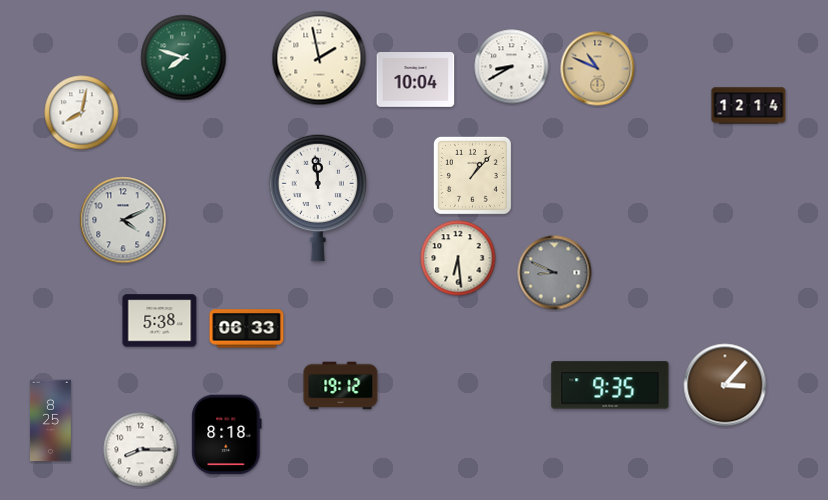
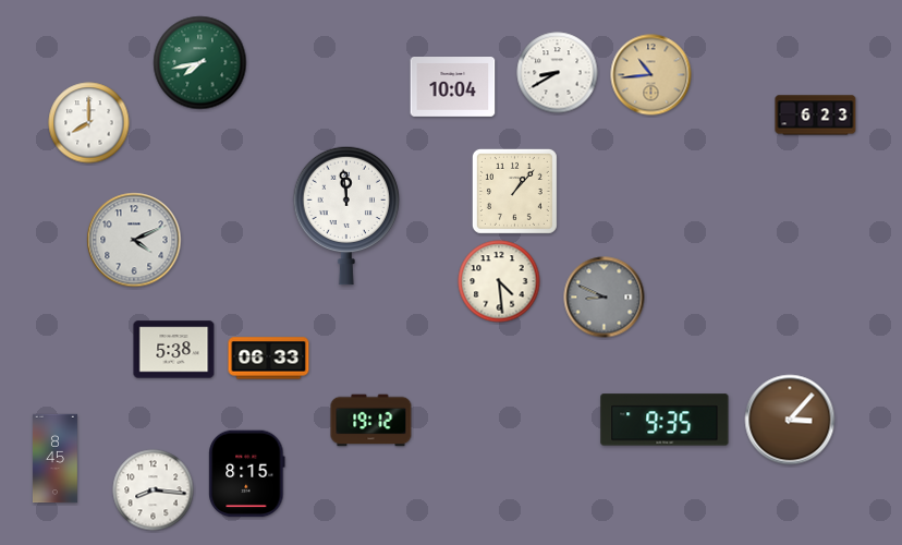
clock at (184, 58): 7:48 -> 7:43
clock at (319, 58): 1:58 -> none
clock at (598, 69): 10:49 -> 10:44
clock at (749, 106): 12:14 -> 6:23
clock at (82, 113): 8:02 -> 8:00
clock at (458, 258): 6:29 -> 4:29
clock at (50, 421): 8:25 -> 8:45
clock at (227, 435): 8:18 -> 8:15
clock at (141, 450): 8:15 -> 8:16
